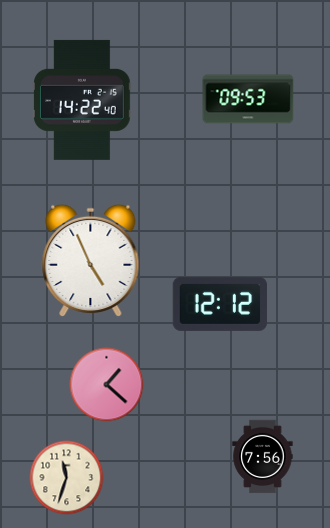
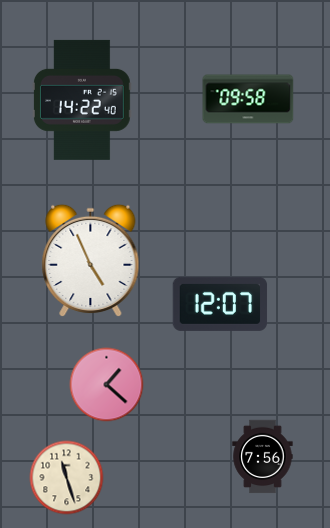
clock at (248, 99): 09:53 -> 09:58
clock at (220, 304): 12:12 -> 12:07
clock at (67, 478): 11:33 -> 11:27
